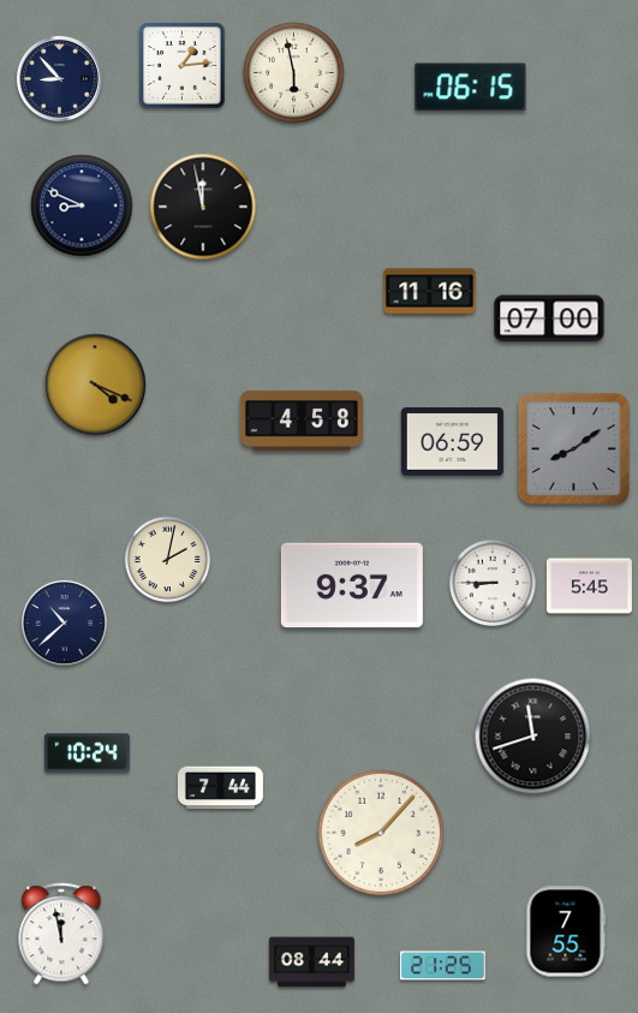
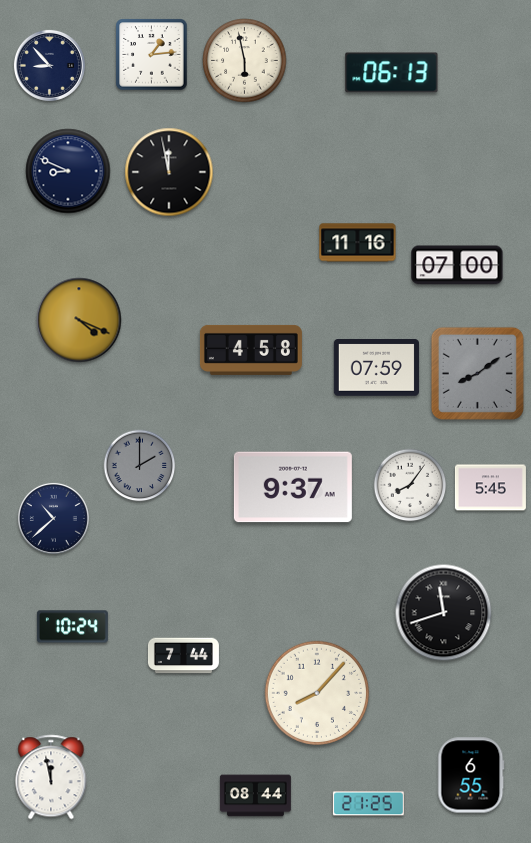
clock at (471, 88): 06:15 -> 06:13
clock at (452, 442): 06:59 -> 07:59
clock at (168, 560): 2:02 -> 2:00
clock at (168, 560) dial: cream -> grey
clock at (493, 583): 8:45 -> 8:06
clock at (566, 931): 7:55 -> 6:55
clock at (311, 963) position: (311, 963) -> (255, 796)
